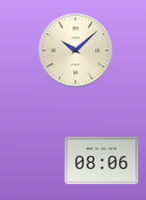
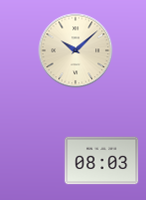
clock at (102, 161): 08:06 -> 08:03
